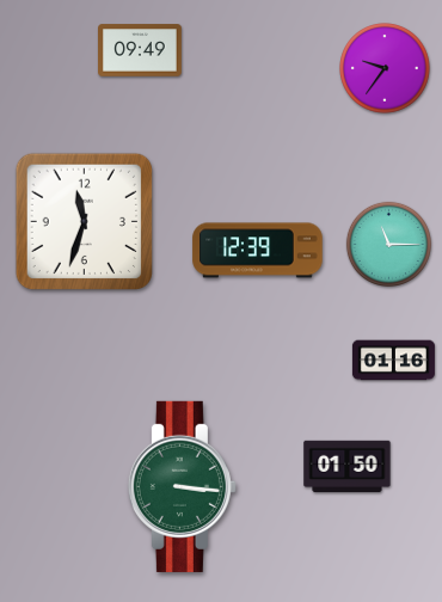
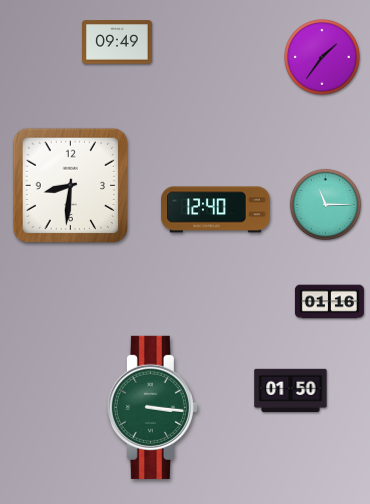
clock at (385, 68): 9:36 -> 1:36
clock at (85, 222): 11:33 -> 8:31
clock at (258, 251): 12:39 -> 12:40
